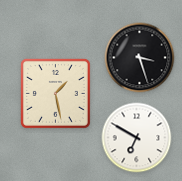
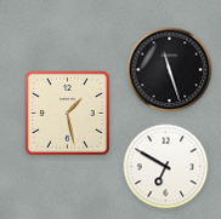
clock at (140, 58): 3:27 -> 11:27
